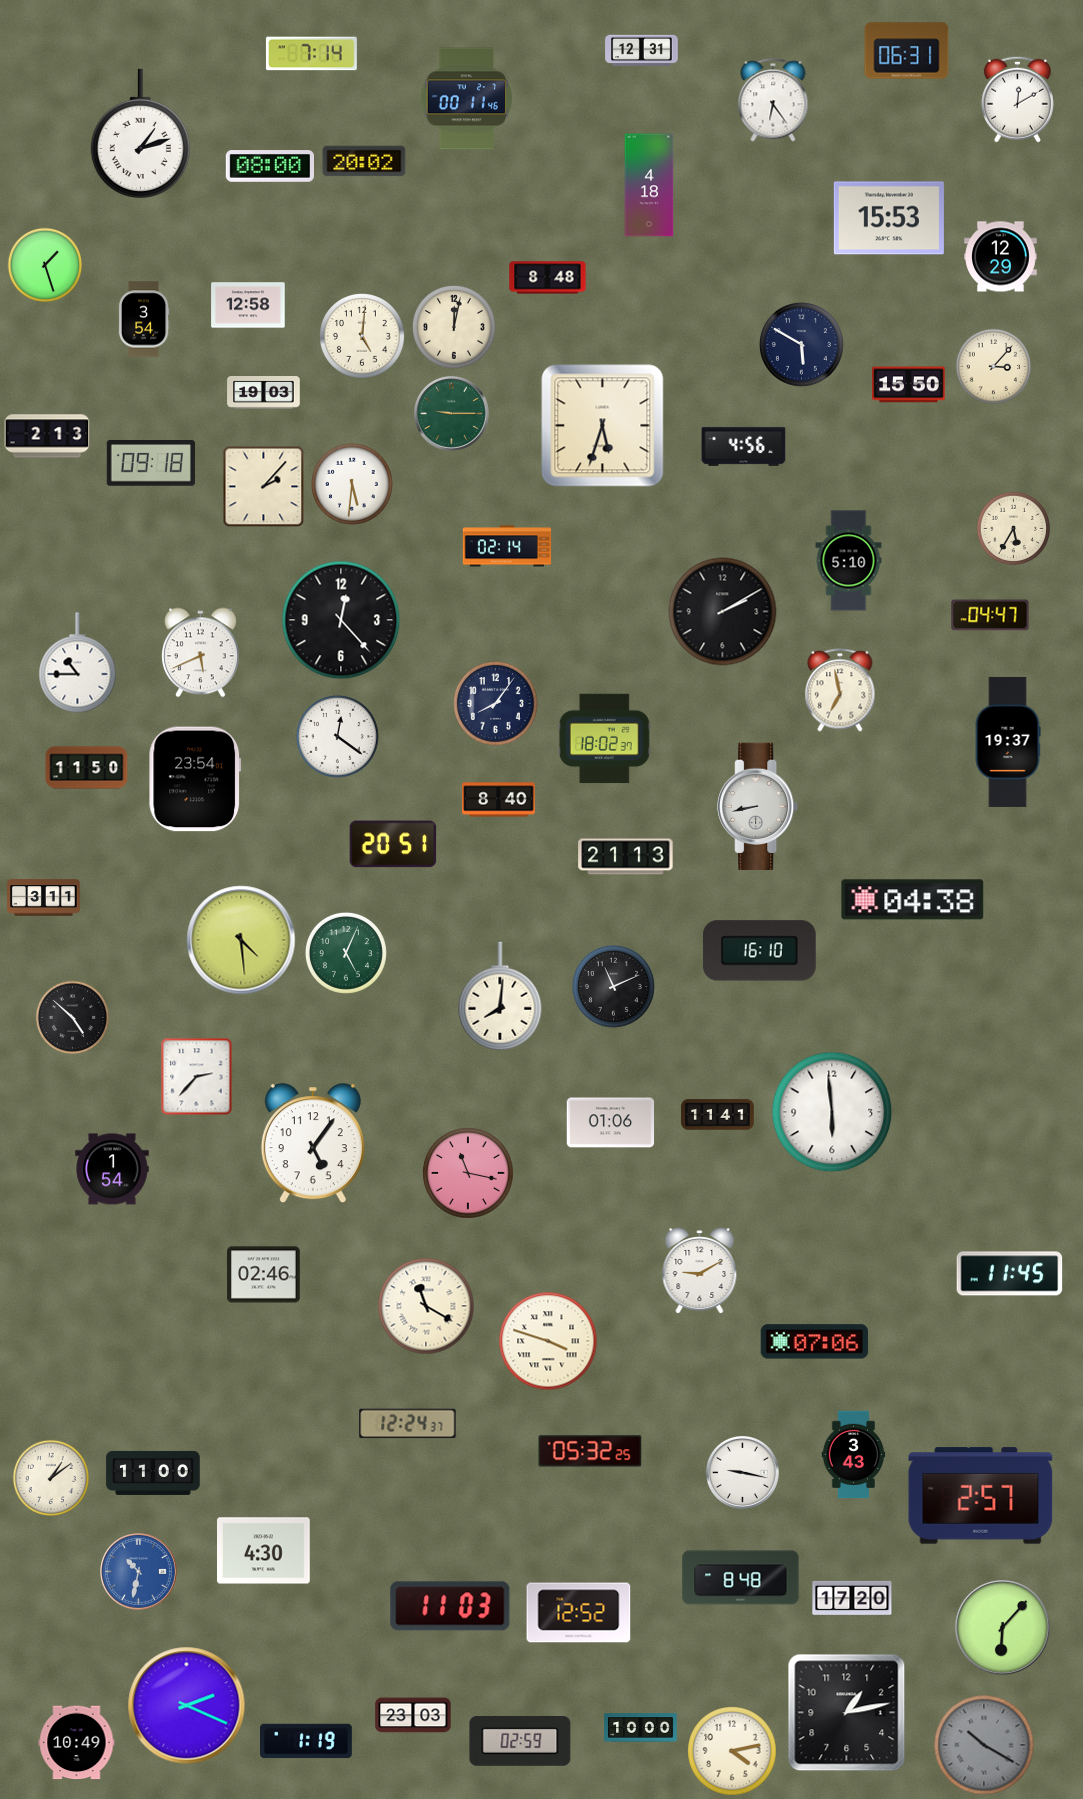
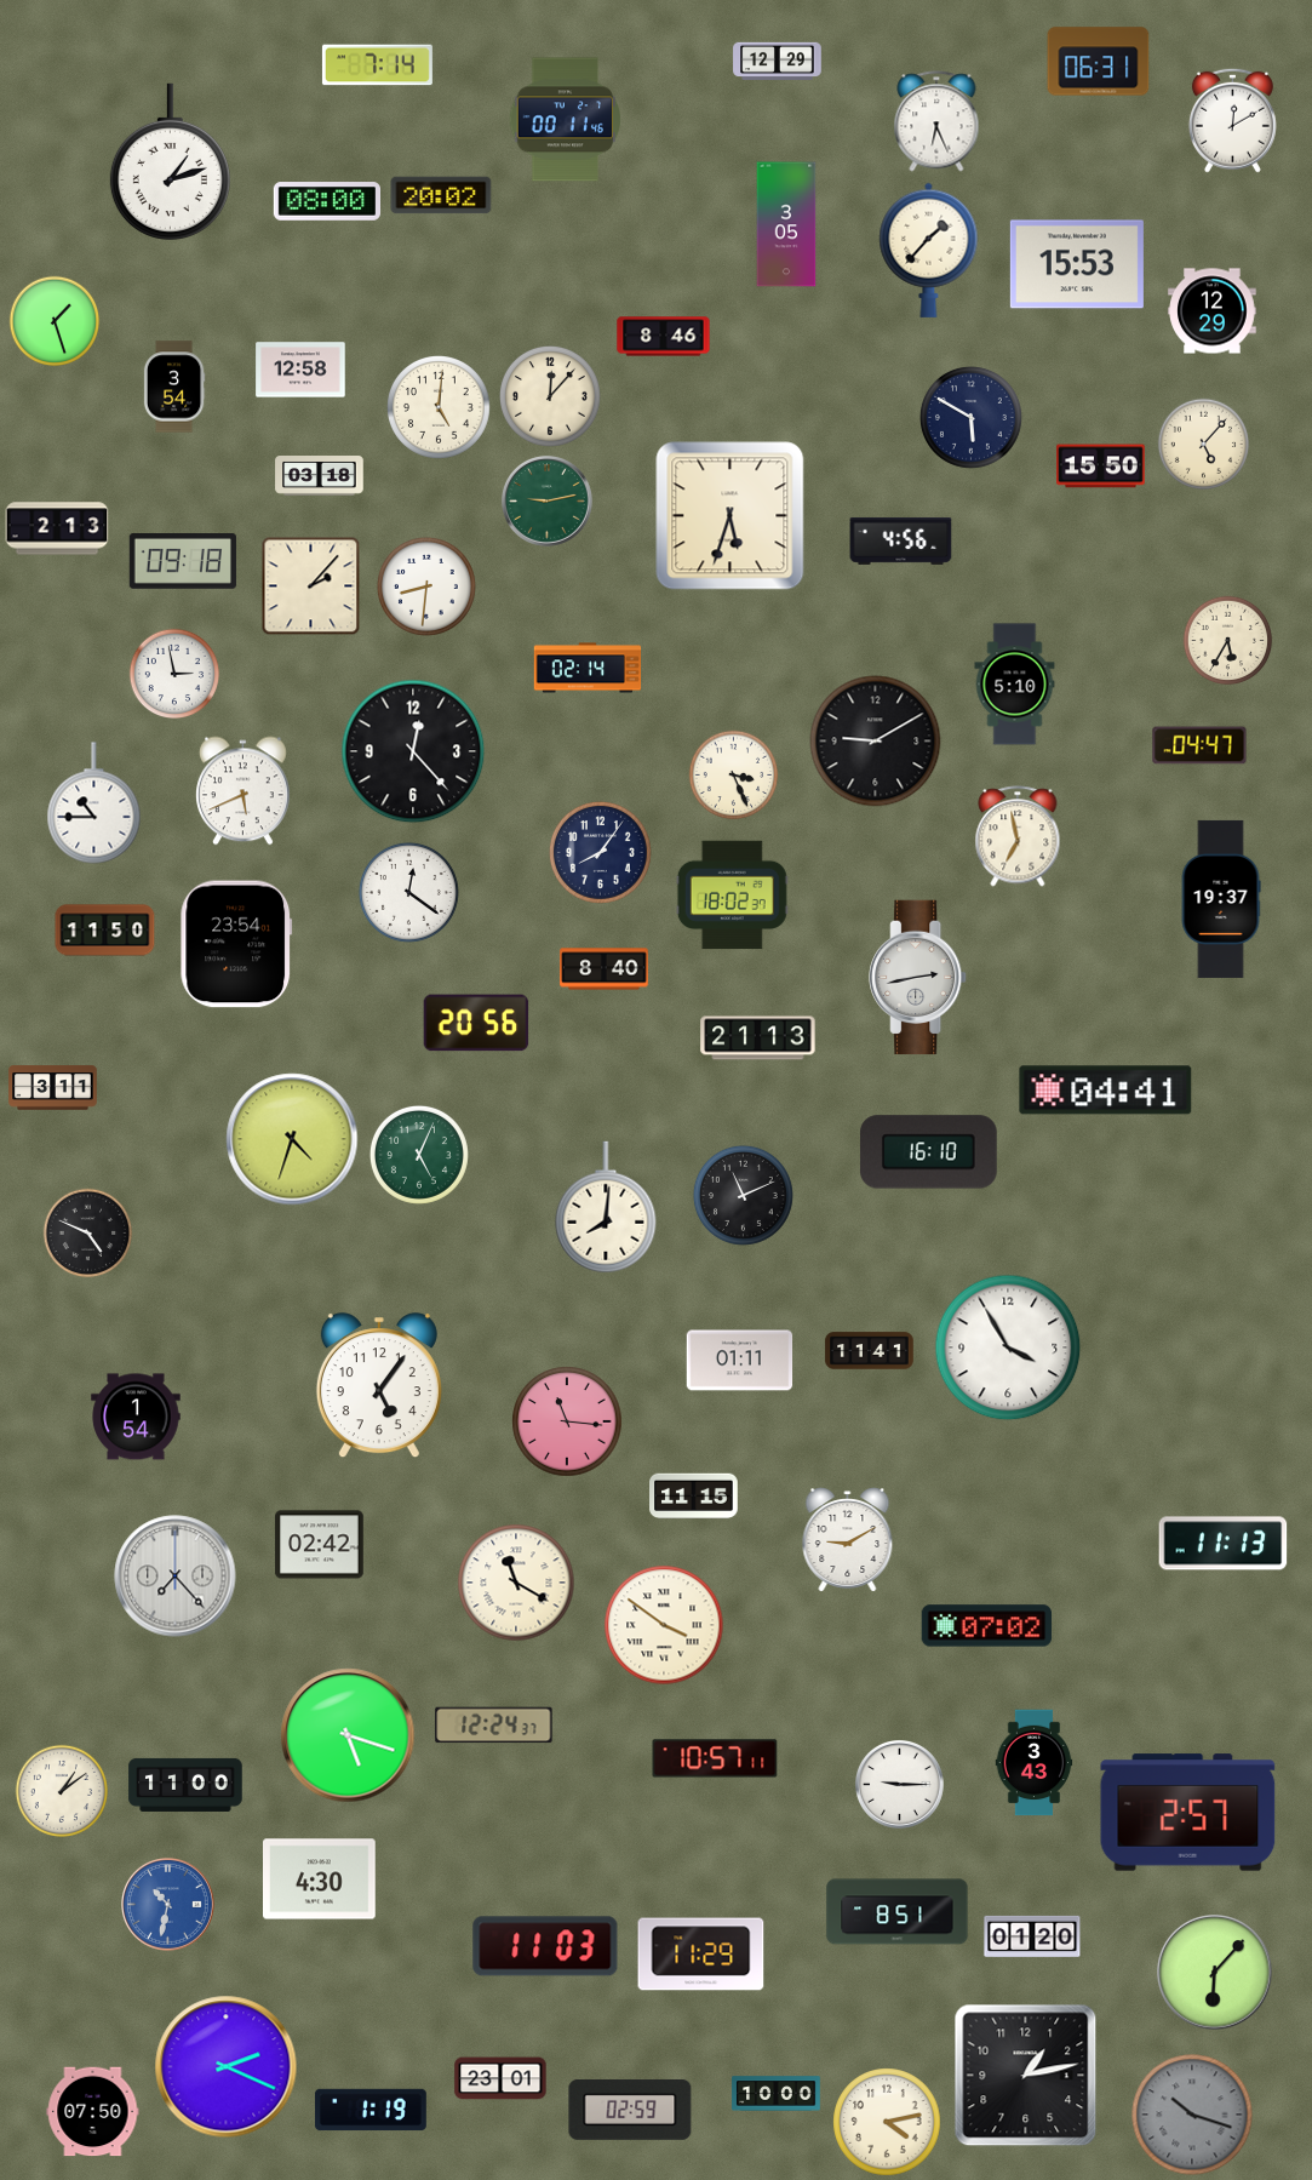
clock at (642, 51): 12:31 -> 12:29
clock at (773, 100): 6:24 -> 6:26
clock at (649, 185): 4:18 -> 3:05
clock at (929, 250): none -> 1:37
clock at (548, 278): 8:48 -> 8:46
clock at (454, 327): 12:02 -> 12:07
clock at (994, 367): 3:07 -> 5:07
clock at (264, 393): 19:03 -> 03:18
clock at (451, 413): 9:15 -> 9:13
clock at (352, 484): 5:31 -> 8:31
clock at (264, 487) position: (264, 487) -> (311, 587)
clock at (507, 546) position: (507, 546) -> (588, 668)
clock at (174, 674): none -> 2:58
clock at (849, 561) position: (849, 561) -> (1015, 685)
clock at (723, 612): 2:10 -> 9:10
clock at (734, 776): none -> 3:26
clock at (758, 807): 8:43 -> 2:43
clock at (393, 844): 20:51 -> 20:56
clock at (913, 900): 04:38 -> 04:41
clock at (241, 940): 4:29 -> 4:33
clock at (759, 951) position: (759, 951) -> (928, 1152)
clock at (73, 1018): 4:52 -> 4:49
clock at (197, 1077): 2:37 -> none
clock at (832, 1112): 5:59 -> 3:55
clock at (611, 1123): 01:06 -> 01:11
clock at (468, 1173): 11:17 -> 11:16
clock at (694, 1497): none -> 11:15
clock at (1010, 1274): 11:45 -> 11:13
clock at (264, 1275): 02:46 -> 02:42
clock at (176, 1577): none -> 7:23
clock at (548, 1341): 3:48 -> 3:51
clock at (815, 1342): 07:06 -> 07:02
clock at (348, 1735): none -> 5:18
clock at (590, 1451): 05:32 -> 10:57
clock at (742, 1472): 9:17 -> 9:15
clock at (741, 1578): 8:48 -> 8:51
clock at (852, 1598): 17:20 -> 01:20
clock at (579, 1613): 12:52 -> 11:29
clock at (413, 1715): 23:03 -> 23:01
clock at (77, 1743): 10:49 -> 07:50
clock at (984, 1745): 10:20 -> 10:18
